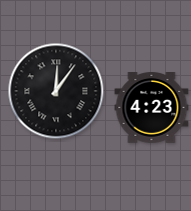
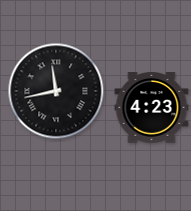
clock at (56, 91): 12:06 -> 11:43
